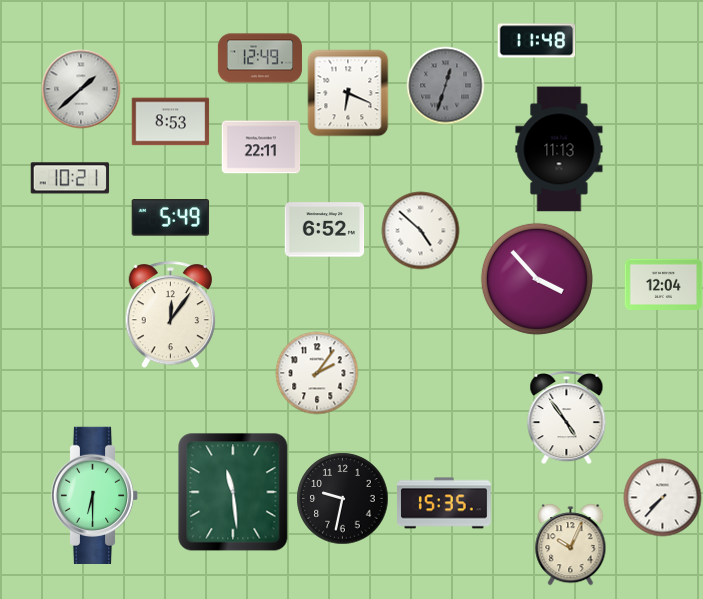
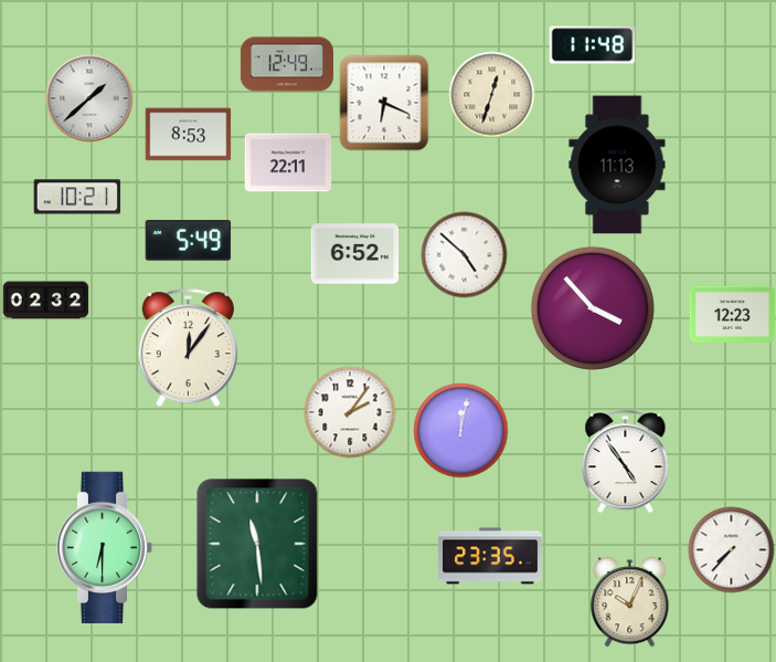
clock at (445, 85) dial: grey -> cream
clock at (324, 230) position: (324, 230) -> (354, 254)
clock at (45, 301): none -> 02:32
clock at (663, 284): 12:04 -> 12:23
clock at (460, 430): none -> 12:02
clock at (342, 498): 9:32 -> none
clock at (444, 503): 15:35 -> 23:35
